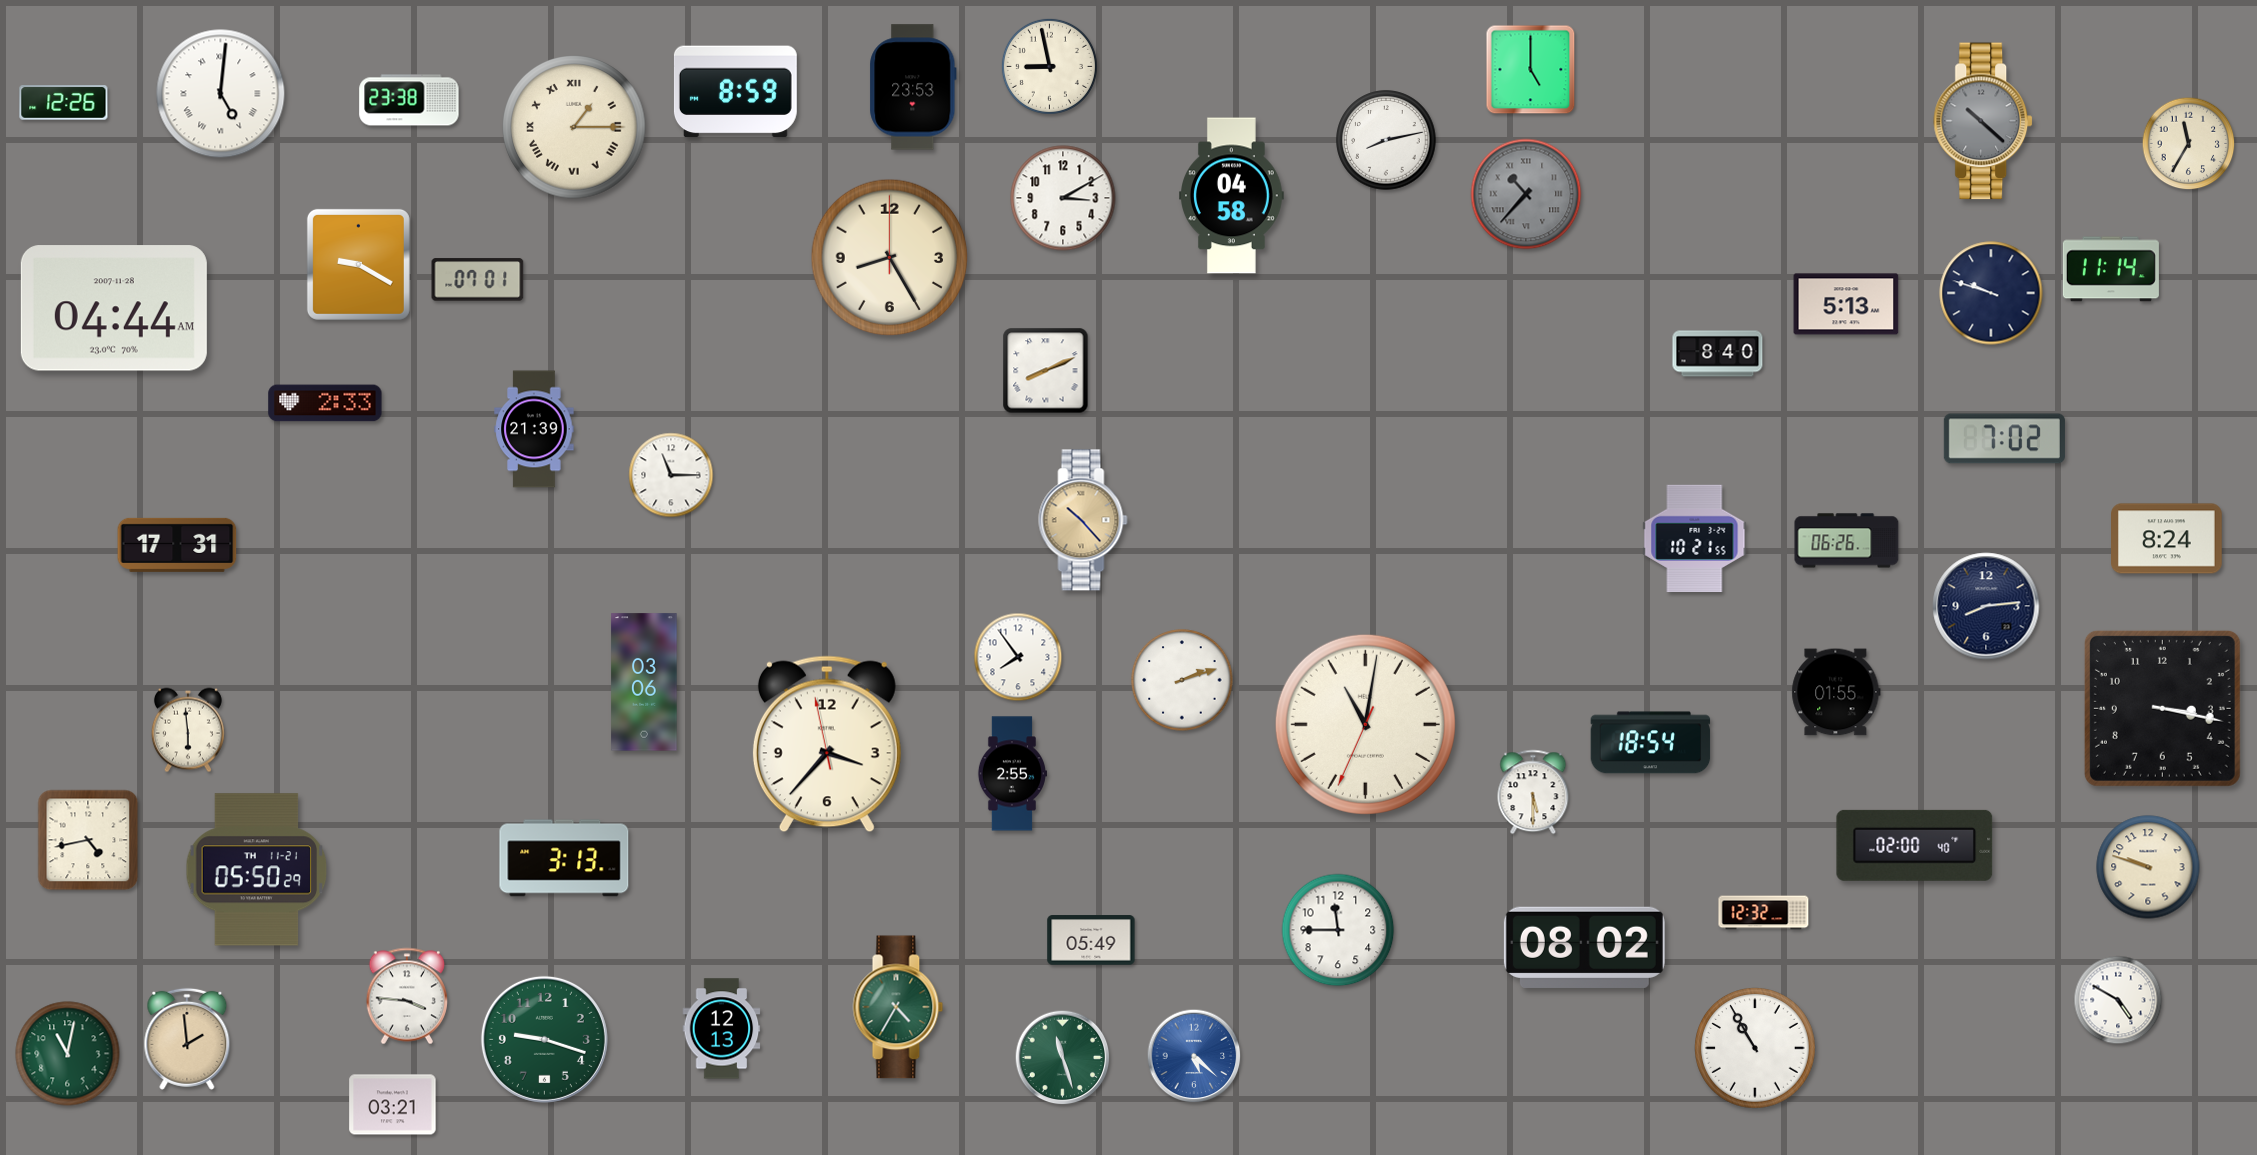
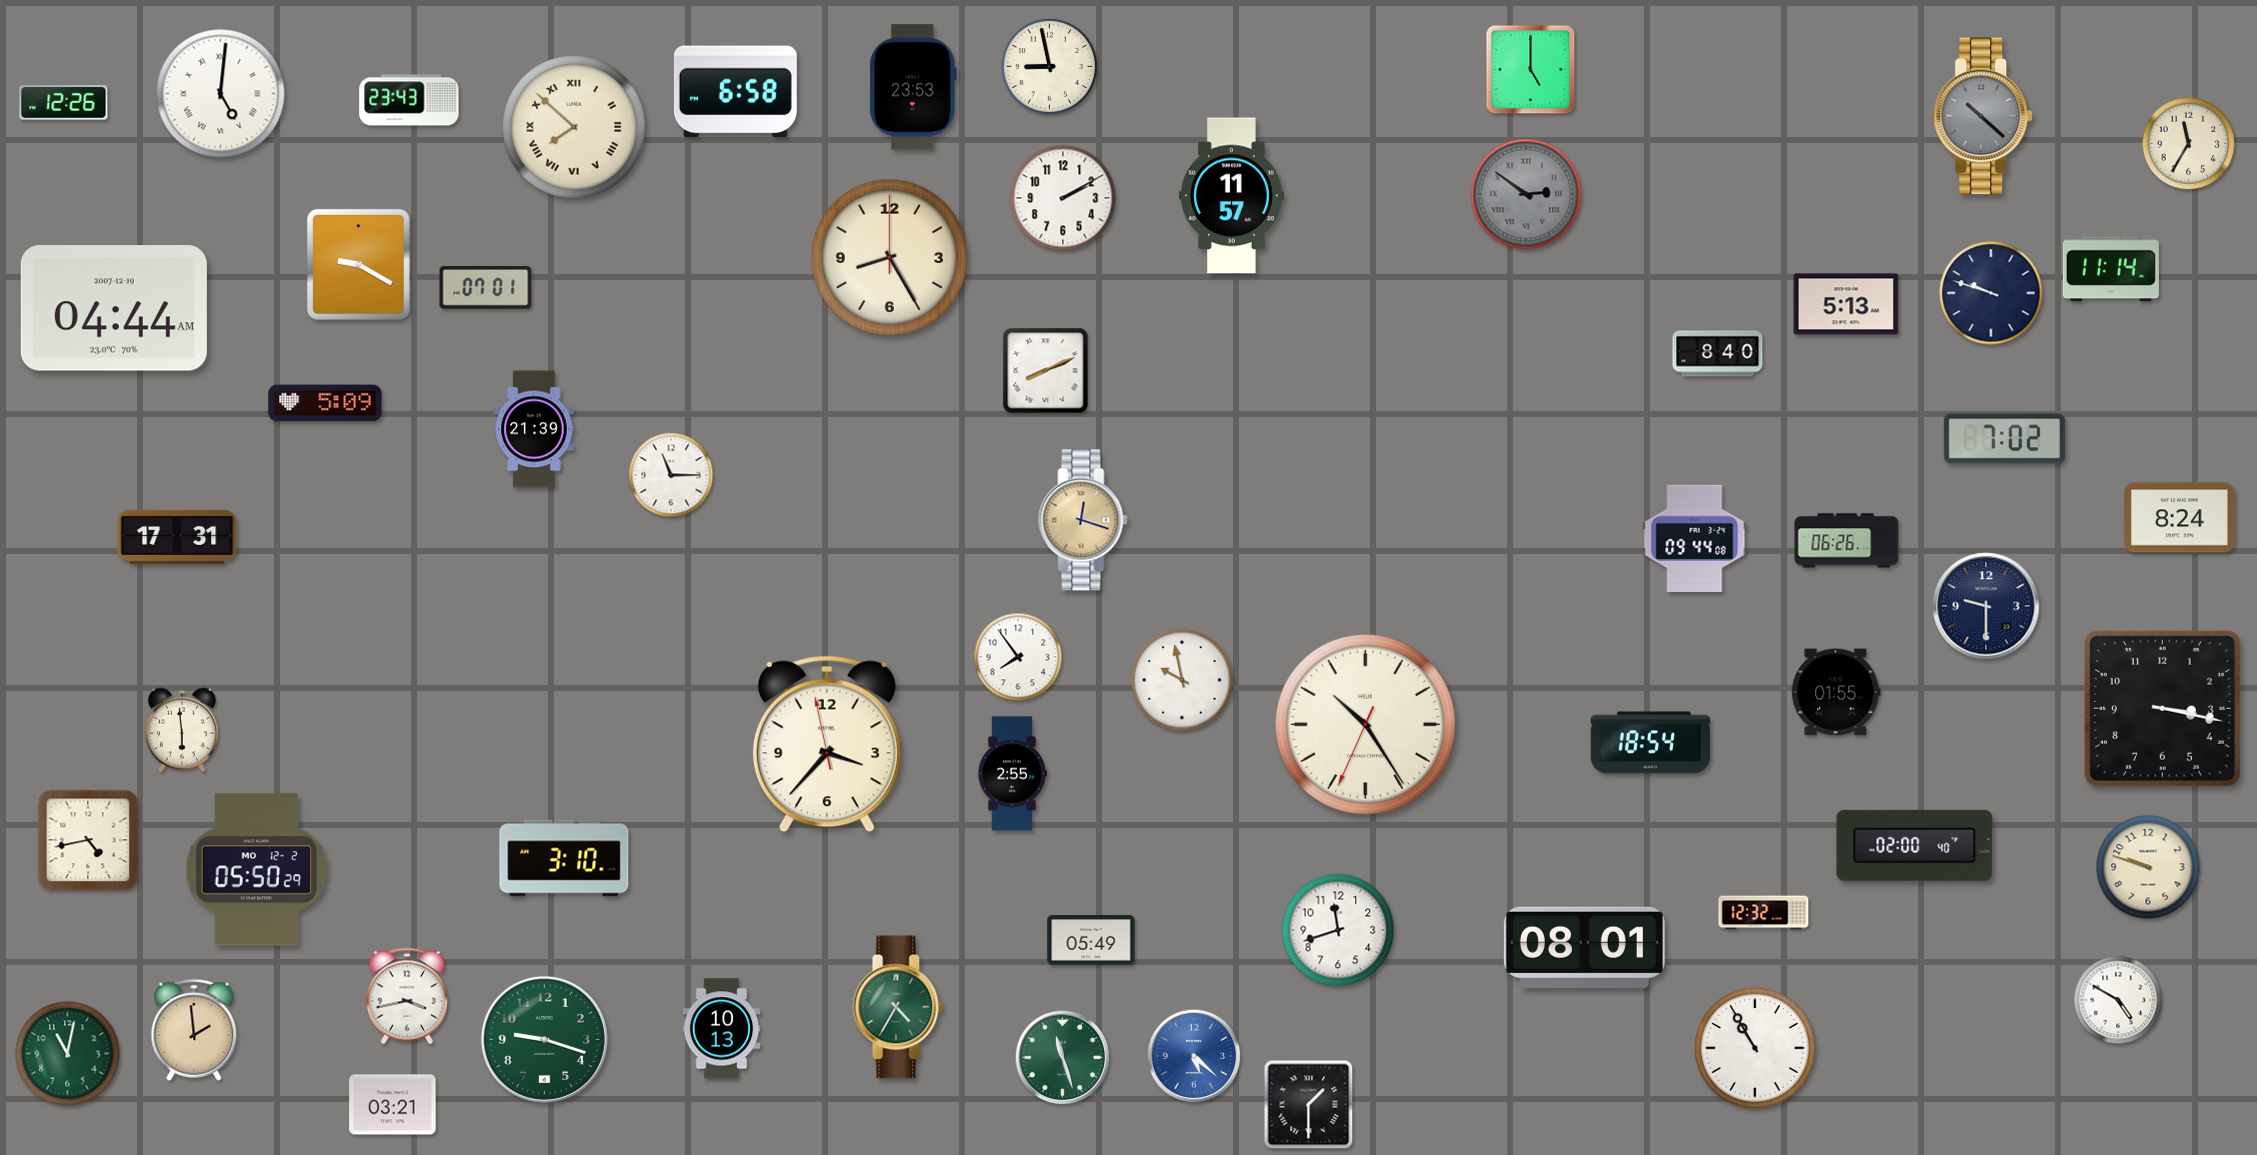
clock at (735, 92): 8:59 -> 6:58
clock at (409, 100): 23:38 -> 23:43
clock at (1984, 121) position: (1984, 121) -> (1984, 116)
clock at (574, 127): 1:15 -> 7:52
clock at (1386, 140): 8:13 -> none
clock at (1526, 194): 10:37 -> 2:51
clock at (1232, 196): 04:58 -> 11:57
clock at (1063, 198): 3:10 -> 2:10
clock at (478, 280) position: (478, 280) -> (486, 288)
clock at (114, 308) date: 2007-11-28 -> 2007-12-19
clock at (325, 403): 2:33 -> 5:09
clock at (1083, 520): 10:23 -> 12:18
clock at (1695, 538): 10:21 -> 09:44
clock at (2167, 539) position: (2167, 539) -> (2180, 518)
clock at (177, 545) position: (177, 545) -> (177, 537)
clock at (1986, 606): 8:14 -> 9:30
clock at (1182, 680): 2:12 -> 9:58
clock at (644, 682): 03:06 -> none
clock at (1365, 724): 11:01 -> 10:24
clock at (188, 730) position: (188, 730) -> (182, 730)
clock at (1533, 792): 5:30 -> none
clock at (564, 858): 3:13 -> 3:10
clock at (257, 870) date: TH 11-21 -> MO 12-2
clock at (1338, 930): 11:45 -> 11:42
clock at (1584, 947): 08:02 -> 08:01
clock at (407, 996): 3:46 -> 3:43
clock at (722, 1029): 12:13 -> 10:13
clock at (187, 1039) position: (187, 1039) -> (194, 1030)
clock at (1309, 1105): none -> 1:30
